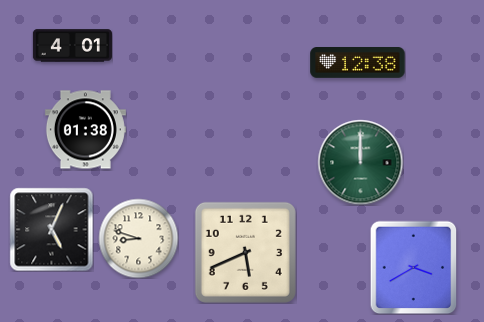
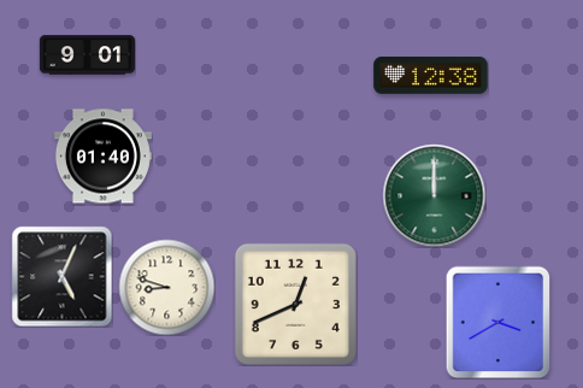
clock at (72, 46): 4:01 -> 9:01
clock at (85, 130): 01:38 -> 01:40
clock at (245, 252): 5:41 -> 12:41
